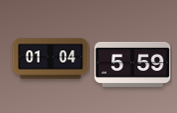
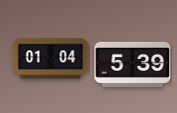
clock at (133, 64): 5:59 -> 5:39
